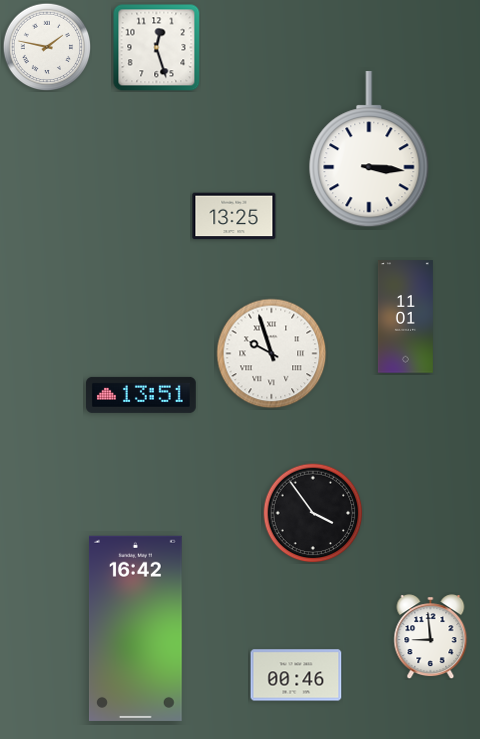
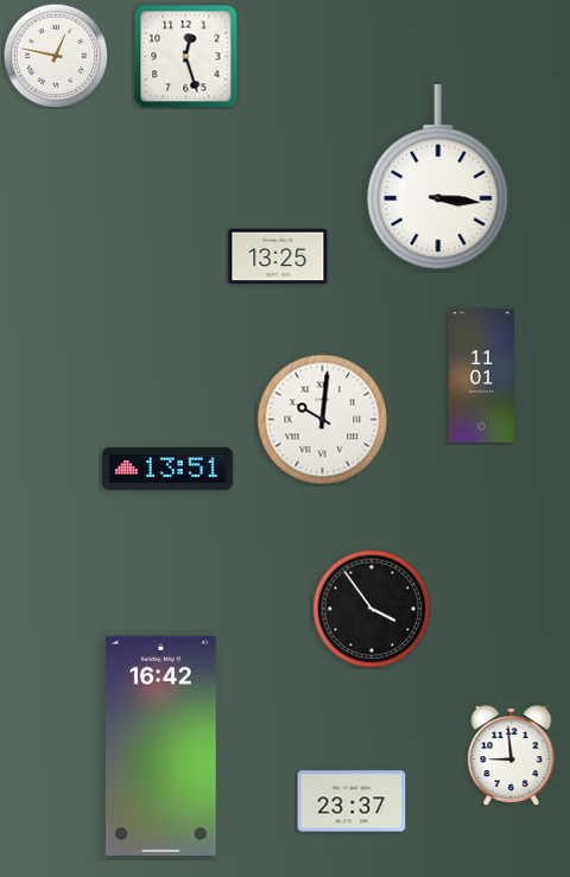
clock at (47, 47): 1:47 -> 12:47
clock at (272, 354): 9:57 -> 10:01
clock at (296, 675): 00:46 -> 23:37
